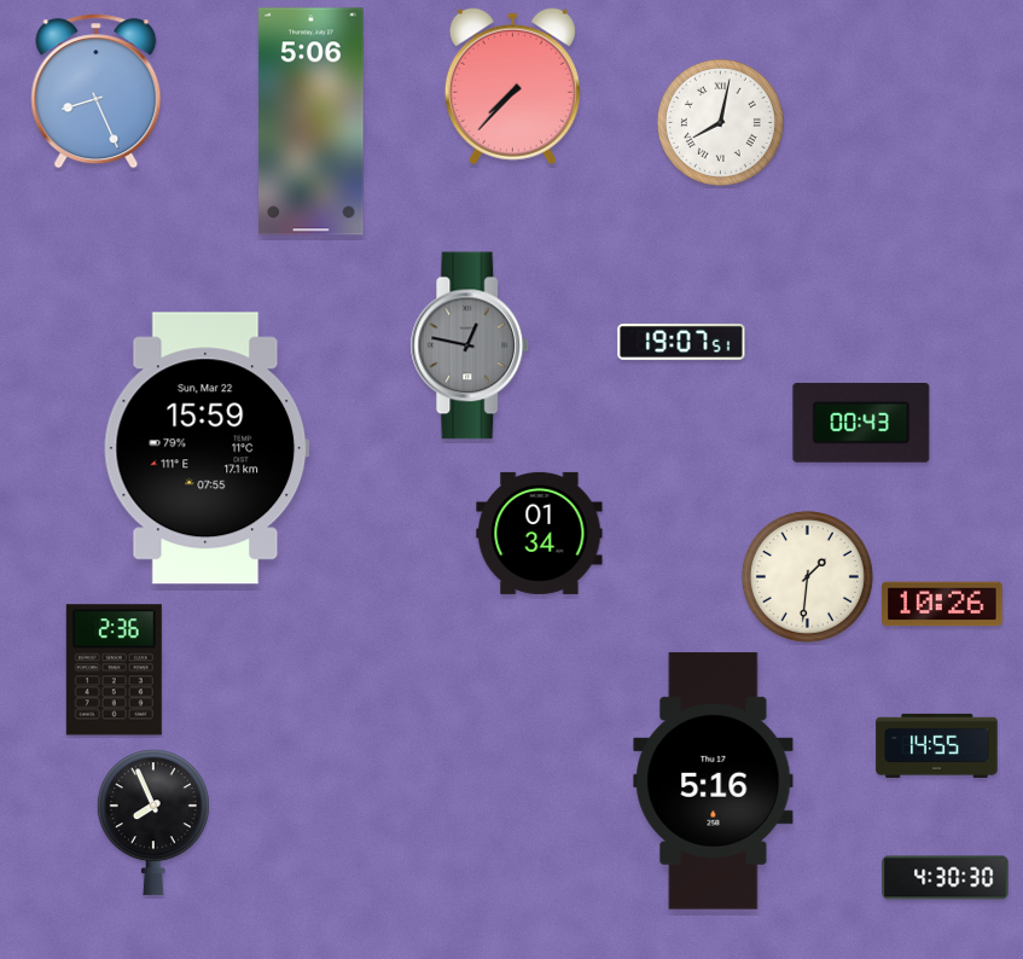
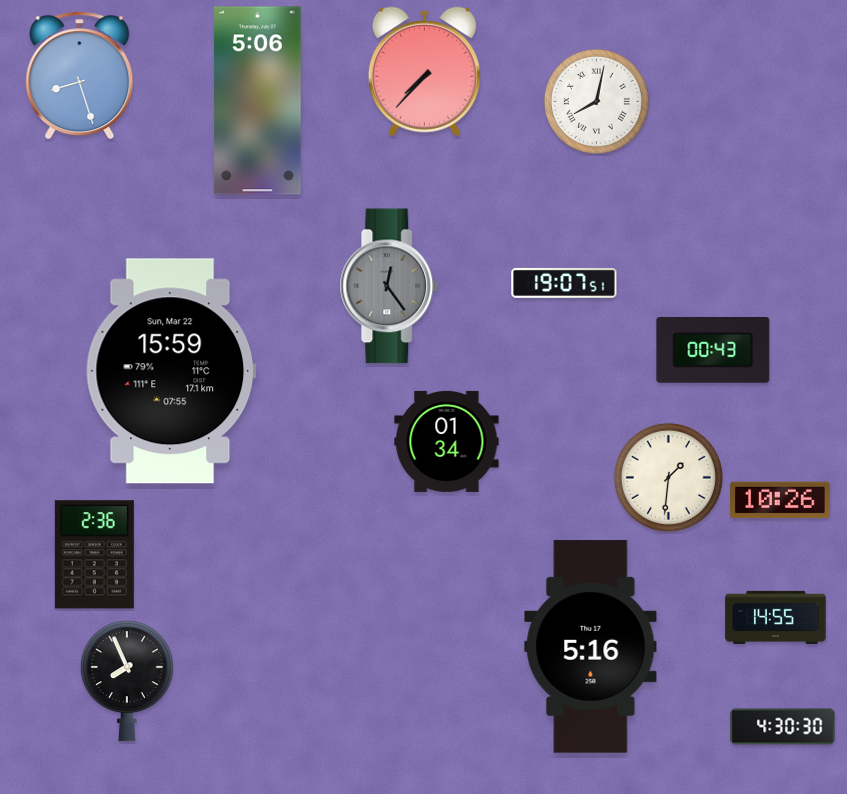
clock at (97, 92): 8:26 -> 8:27
clock at (470, 345): 12:47 -> 12:24
